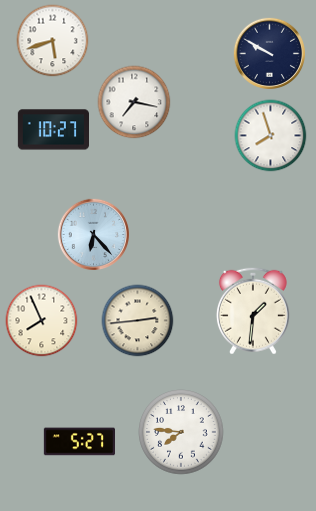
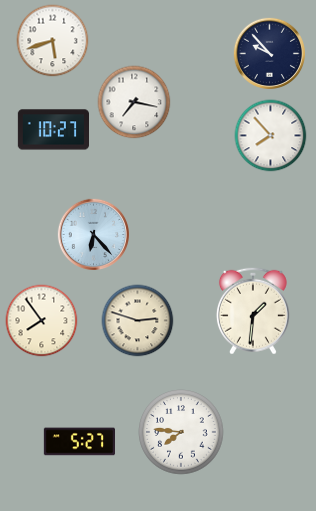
clock at (269, 53): 9:50 -> 9:53
clock at (271, 136): 7:57 -> 7:53
clock at (42, 321): 7:56 -> 7:54
clock at (138, 321): 2:44 -> 2:48
